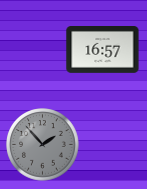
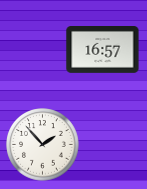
clock at (43, 145) dial: grey -> white
